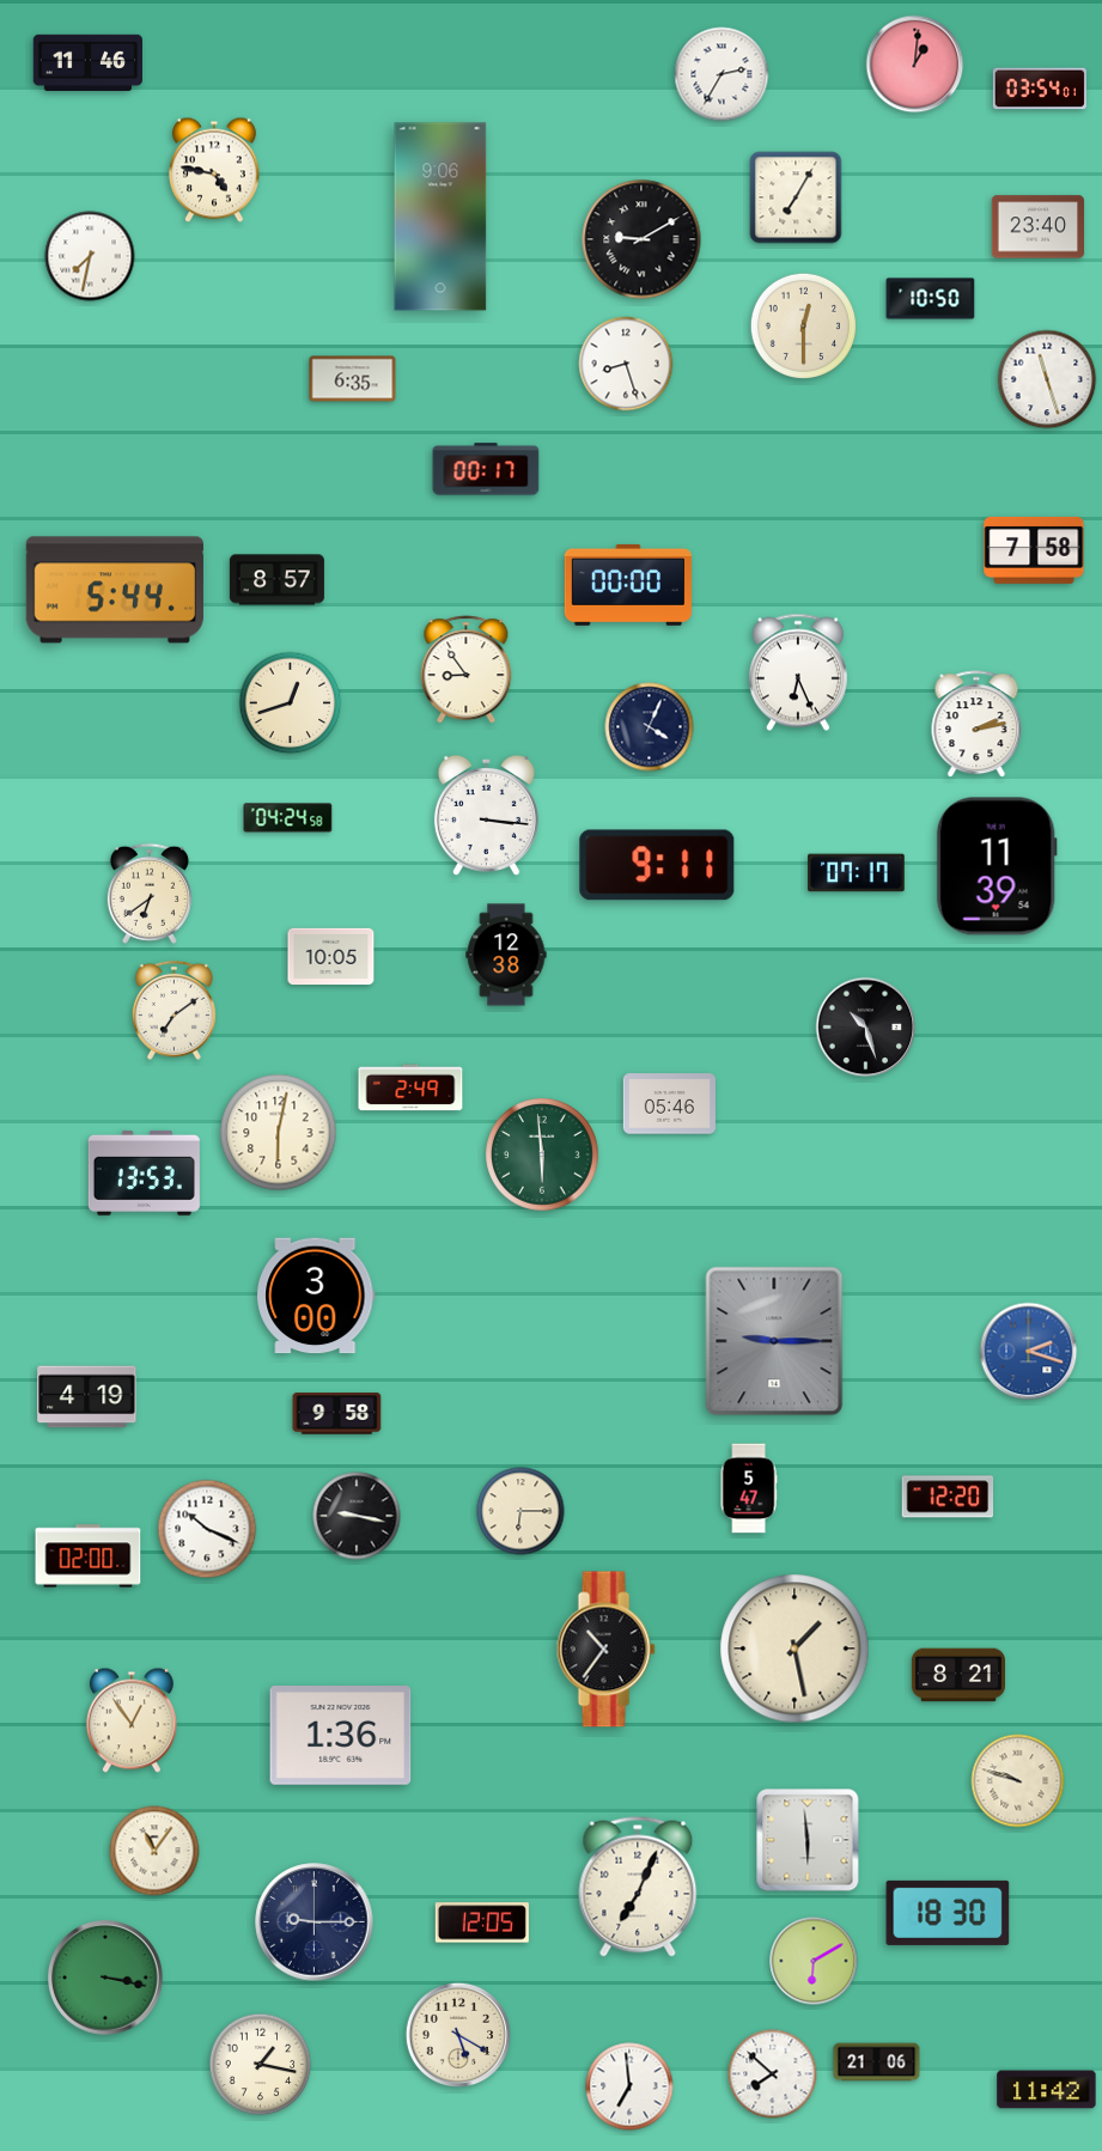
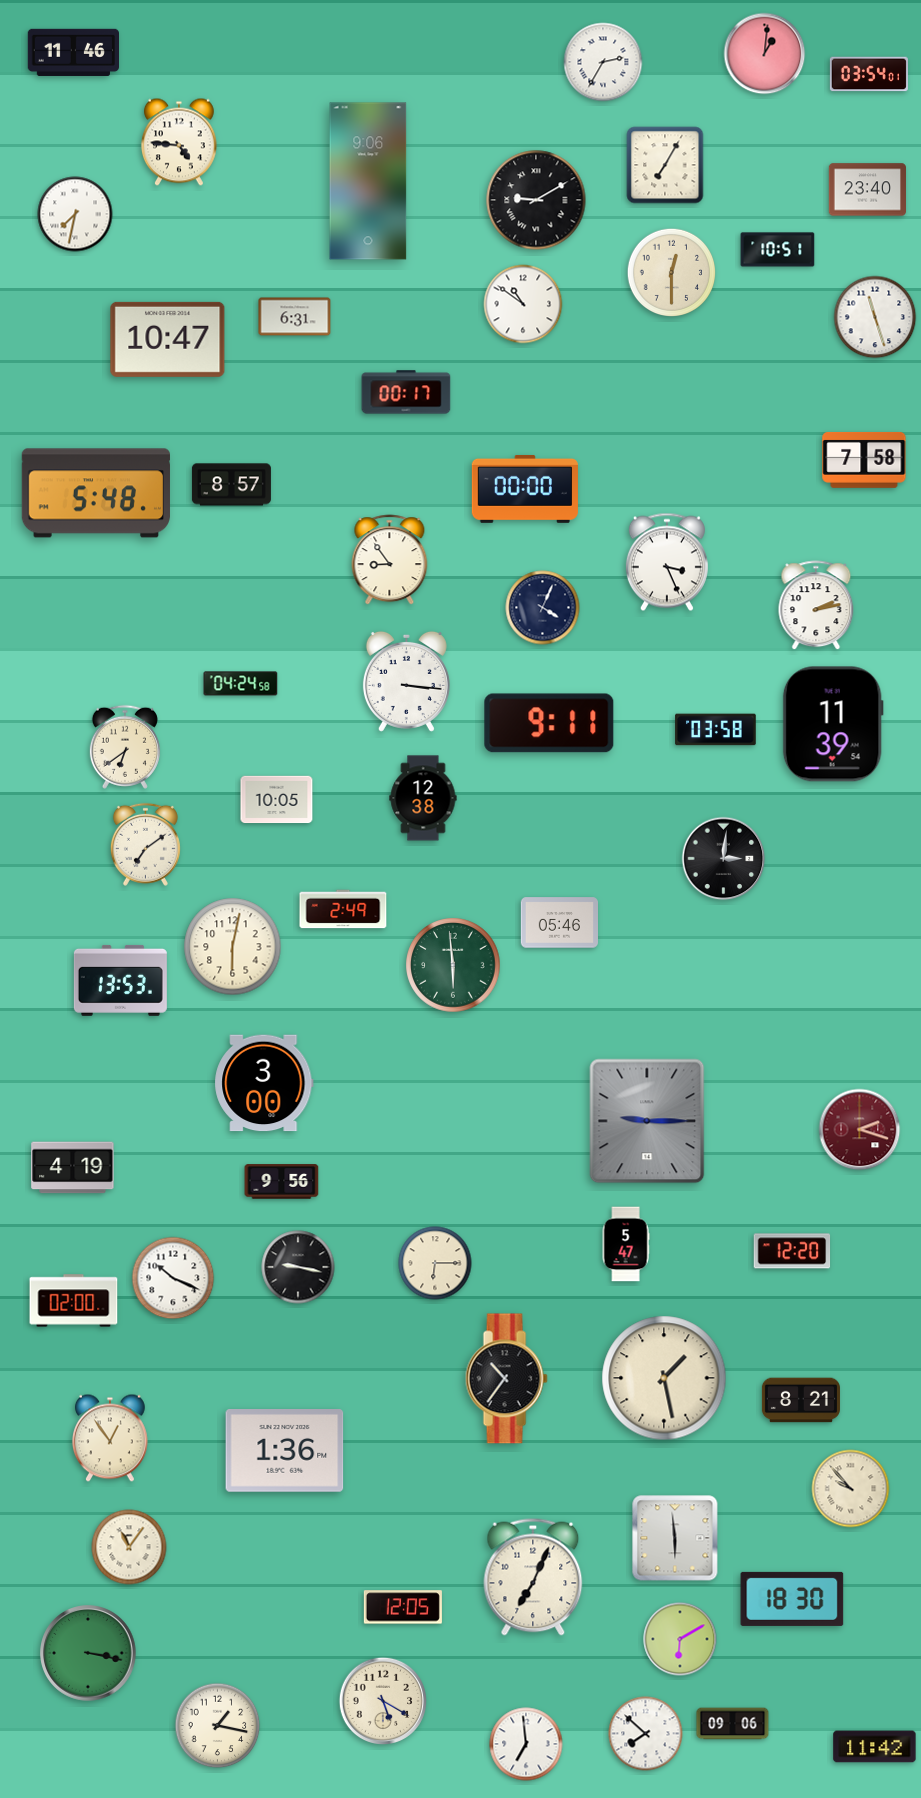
clock at (214, 170): 4:47 -> 4:46
clock at (931, 299): 10:50 -> 10:51
clock at (626, 364): 8:27 -> 10:51
clock at (353, 379): 6:35 -> 6:31
clock at (168, 339): none -> 10:47
clock at (115, 590): 5:44 -> 5:48
clock at (798, 672): 6:26 -> 3:26
clock at (291, 703): 12:42 -> none
clock at (857, 873): 07:17 -> 03:58
clock at (866, 1028): 10:27 -> 3:01
clock at (1029, 1352) dial: blue -> burgundy
clock at (337, 1414): 9:58 -> 9:56
clock at (1018, 1781): 9:48 -> 9:53
clock at (315, 1923): 9:15 -> none
clock at (877, 2062): 21:06 -> 09:06
